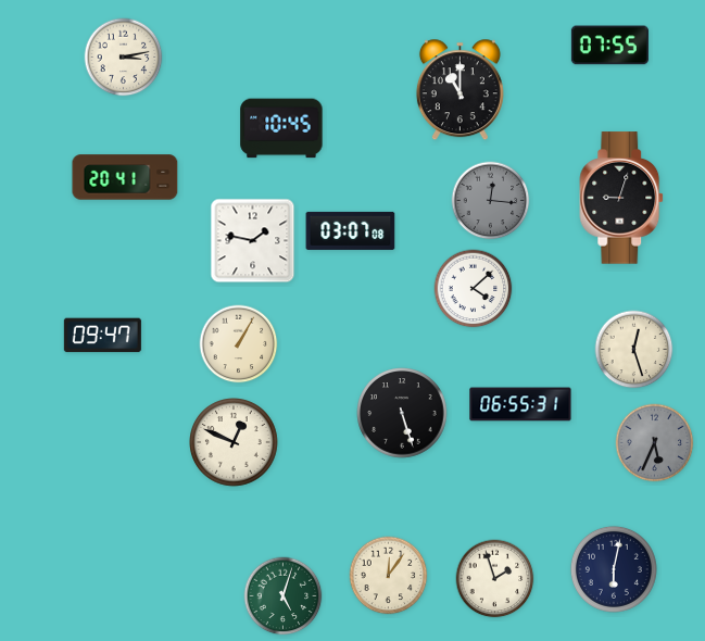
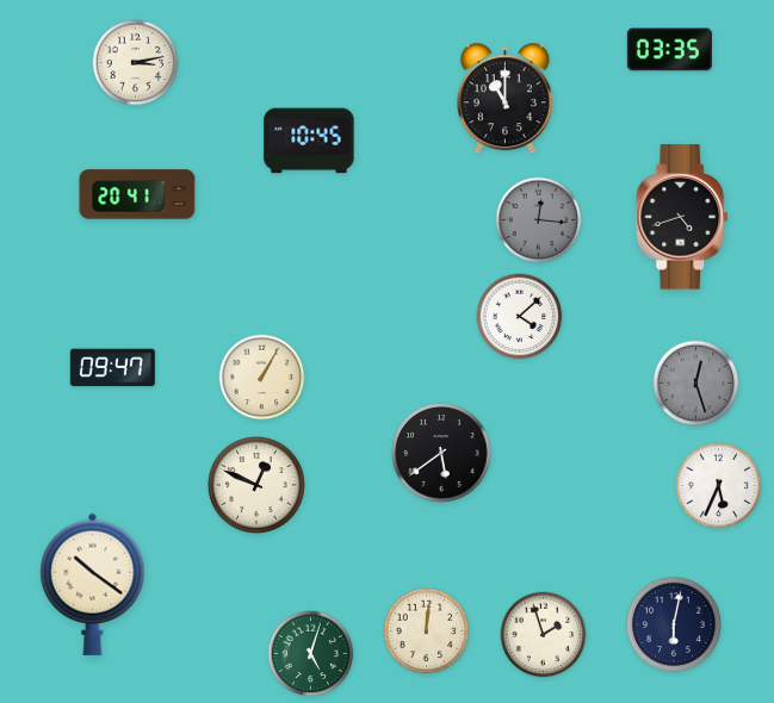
clock at (609, 46): 07:55 -> 03:35
clock at (622, 198): 9:03 -> 4:42
clock at (351, 230): 03:07 -> none
clock at (253, 241): 1:47 -> none
clock at (634, 350) dial: cream -> grey
clock at (520, 404): 06:55 -> none
clock at (402, 413): 5:27 -> 5:39
clock at (655, 443) dial: grey -> white
clock at (93, 584): none -> 10:21
clock at (389, 576): 12:06 -> 12:01
